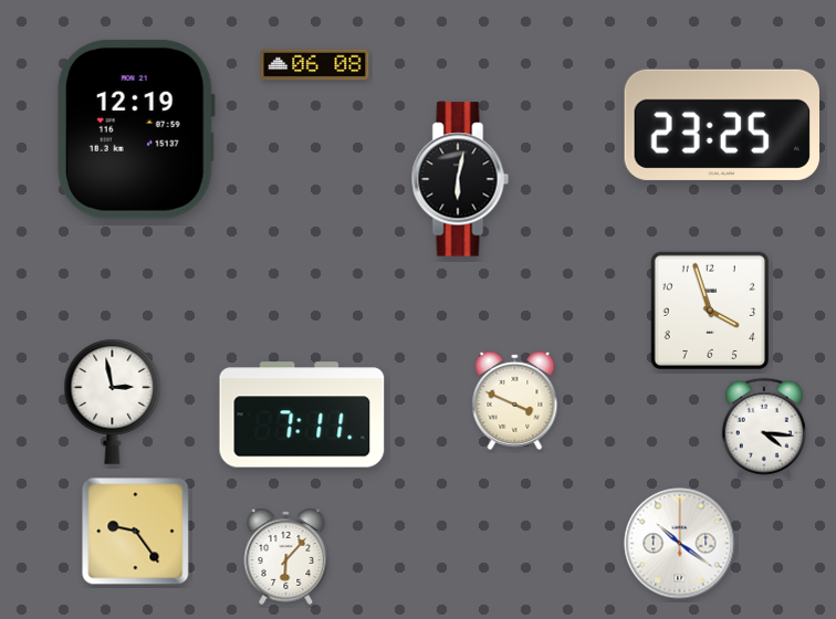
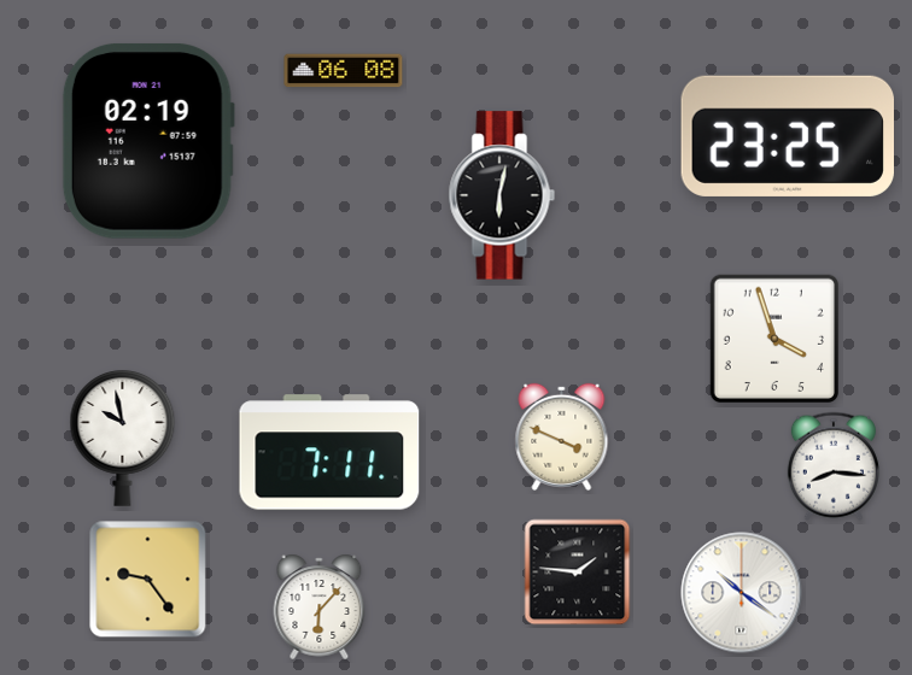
clock at (136, 129): 12:19 -> 02:19
clock at (113, 402): 2:58 -> 9:58
clock at (764, 428): 4:16 -> 8:16
clock at (578, 573): none -> 1:46
clock at (286, 556) position: (286, 556) -> (320, 606)
